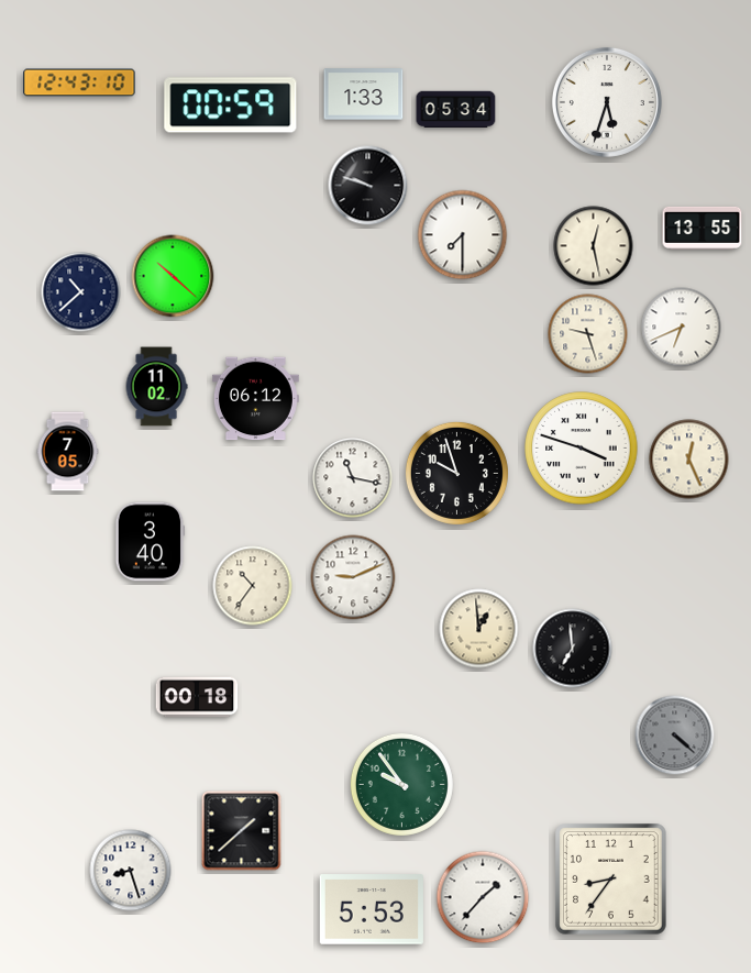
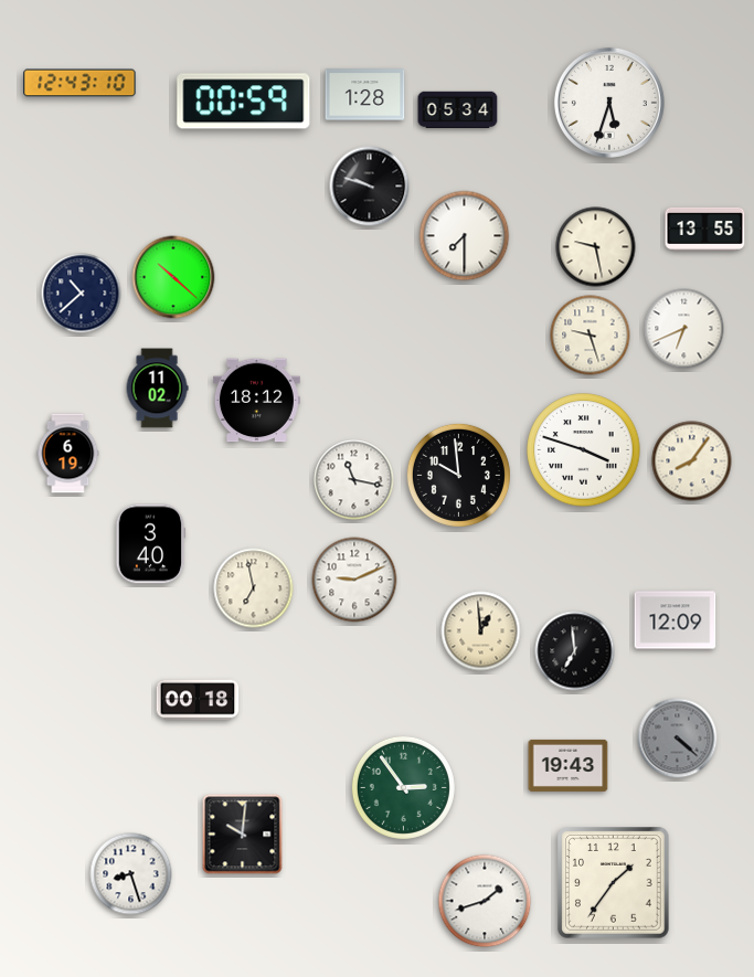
clock at (364, 95): 1:33 -> 1:28
clock at (231, 106) position: (231, 106) -> (244, 102)
clock at (594, 246): 12:28 -> 9:28
clock at (255, 399): 06:12 -> 18:12
clock at (68, 452): 7:05 -> 6:19
clock at (689, 460): 12:26 -> 8:06
clock at (456, 473): 9:57 -> 9:59
clock at (253, 586): 10:36 -> 6:58
clock at (676, 620): none -> 12:09
clock at (569, 765): none -> 19:43
clock at (401, 784): 9:54 -> 2:54
clock at (242, 831): 1:38 -> 10:01
clock at (611, 880): 8:36 -> 1:36
clock at (483, 897): 1:37 -> 1:42
clock at (372, 909): 5:53 -> none
